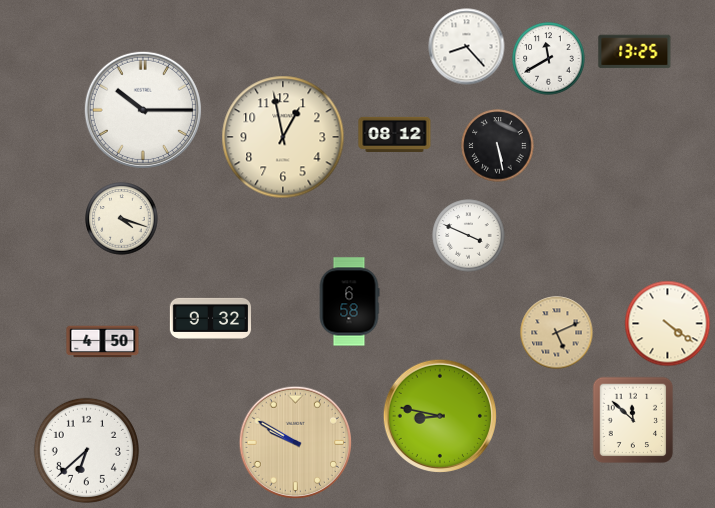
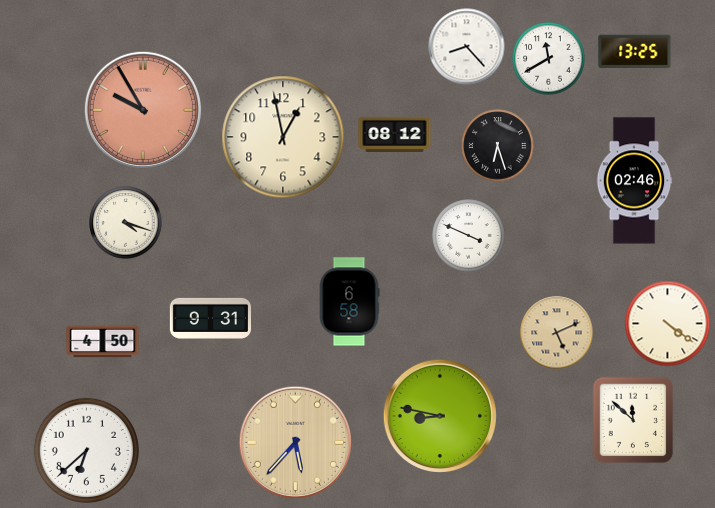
clock at (143, 110): 10:15 -> 9:55
clock at (143, 110) dial: white -> salmon
clock at (498, 146): 5:28 -> 6:27
clock at (634, 181): none -> 02:46
clock at (122, 219) position: (122, 219) -> (126, 223)
clock at (210, 318): 9:32 -> 9:31
clock at (295, 442): 9:50 -> 5:37
